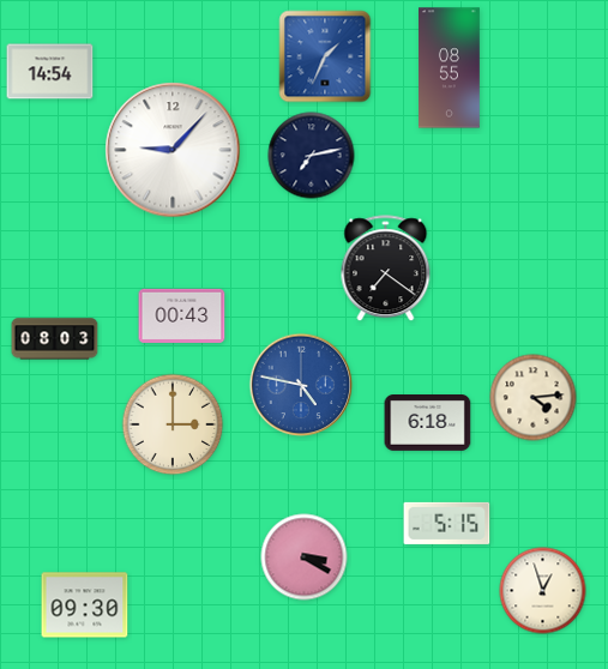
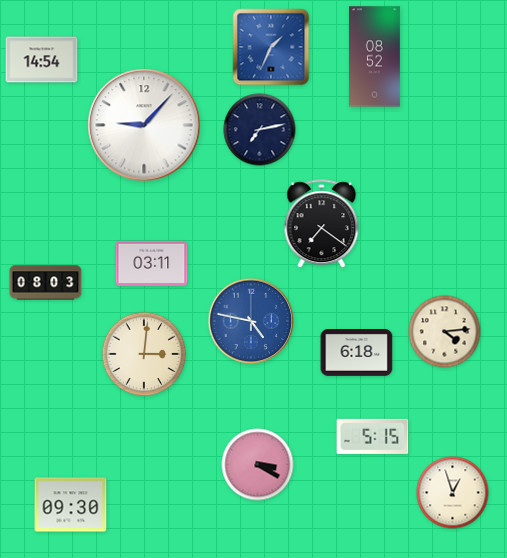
clock at (450, 68): 08:55 -> 08:52
clock at (182, 315): 00:43 -> 03:11
clock at (173, 424): 3:00 -> 3:01
clock at (305, 557) position: (305, 557) -> (258, 465)
